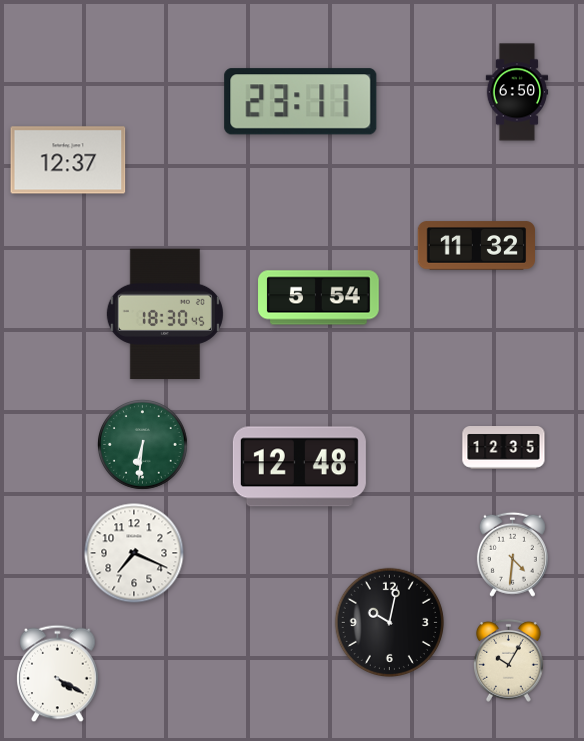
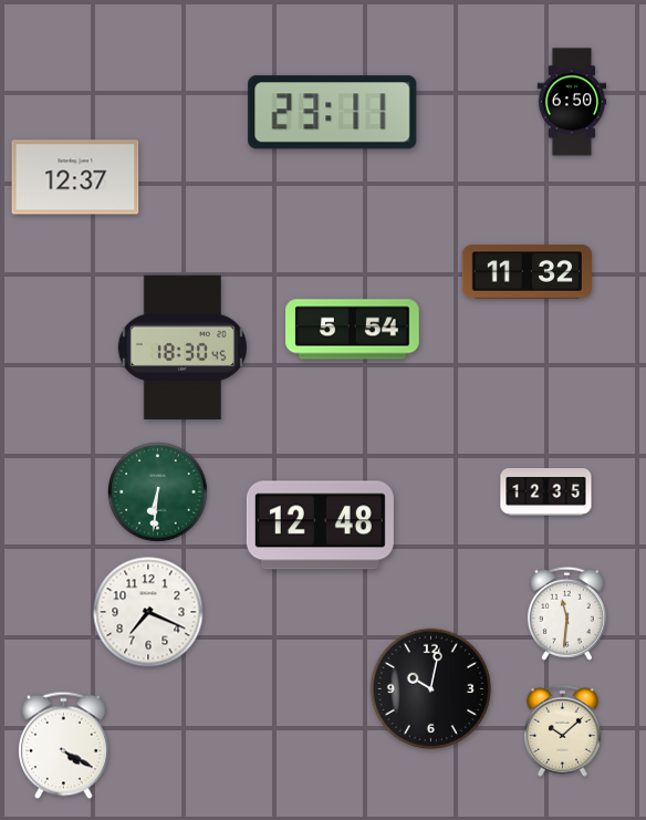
clock at (504, 448) position: (504, 448) -> (546, 492)
clock at (299, 467) position: (299, 467) -> (320, 526)
clock at (512, 554): 4:31 -> 11:31
clock at (509, 660): 10:05 -> 10:08
